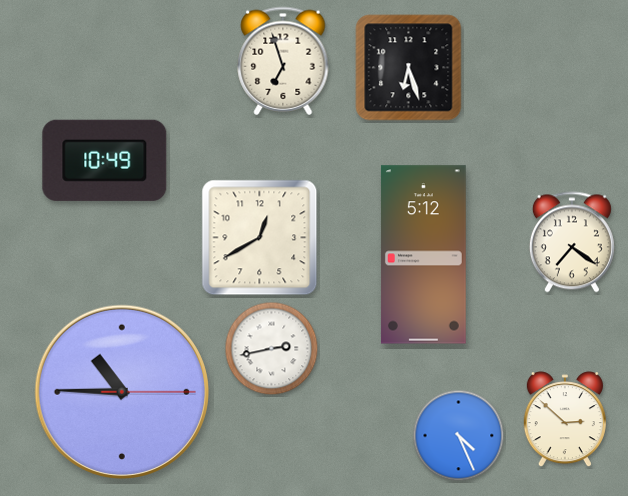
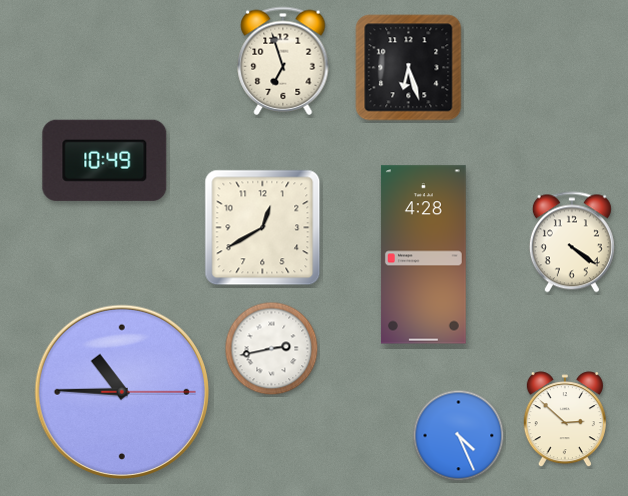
clock at (260, 238) position: (260, 238) -> (263, 228)
clock at (572, 242): 7:21 -> 4:21
clock at (423, 255): 5:12 -> 4:28
